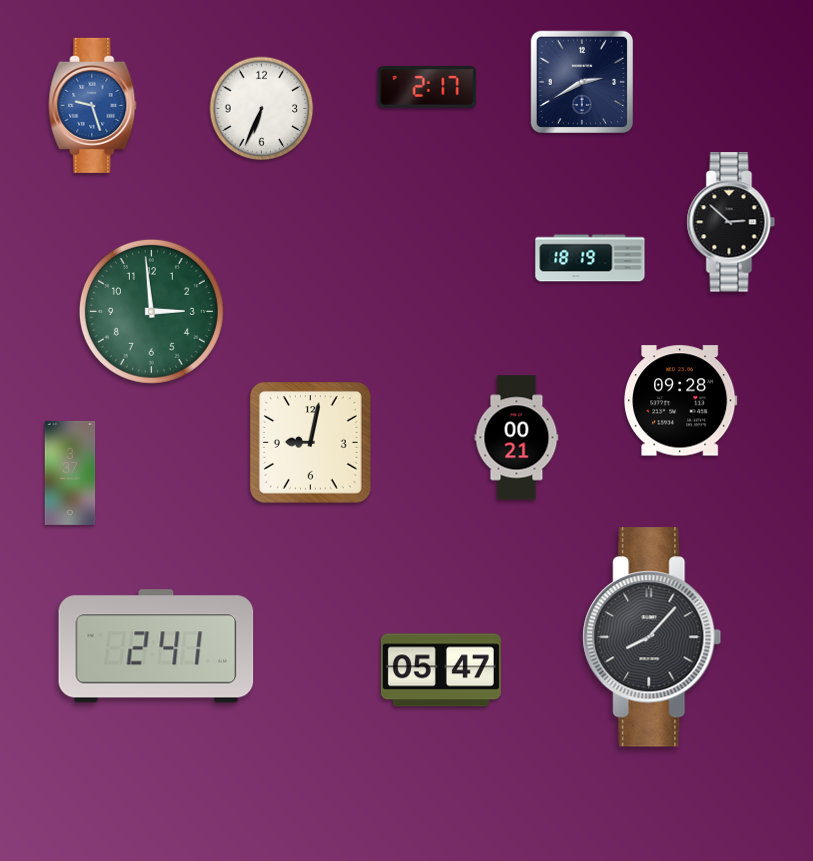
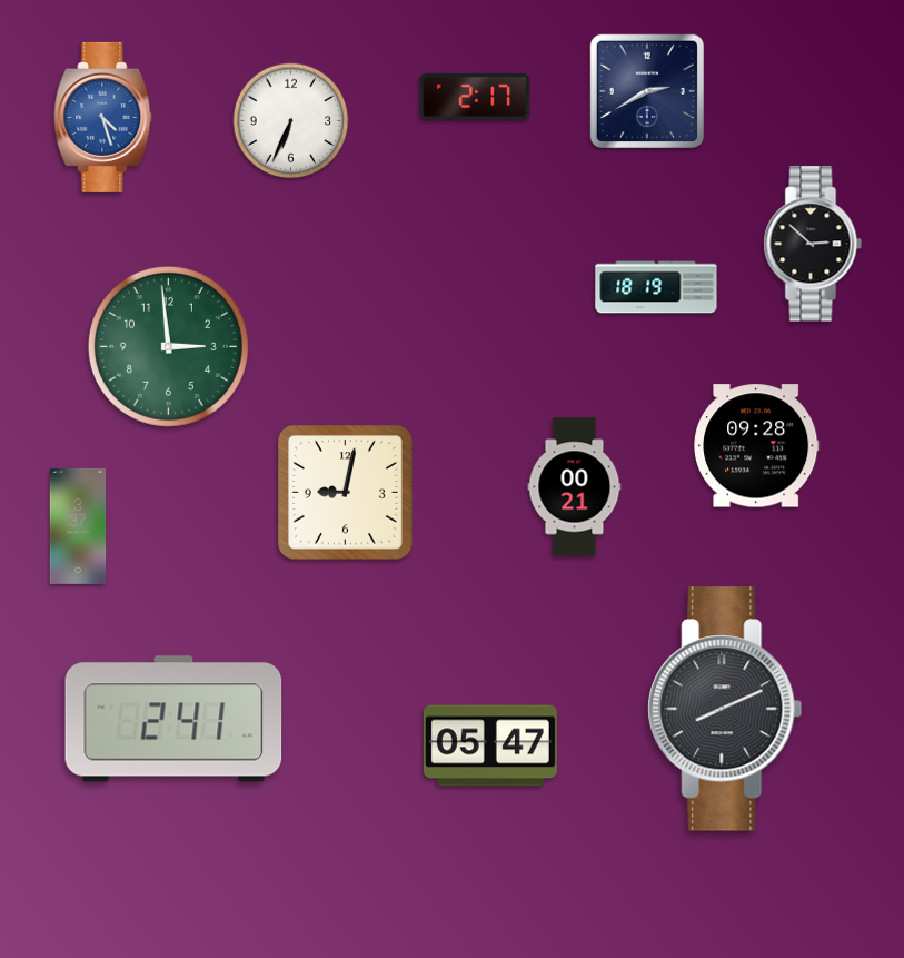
clock at (93, 105): 9:27 -> 4:27
clock at (731, 222) position: (731, 222) -> (813, 244)
clock at (652, 637): 8:07 -> 8:11
